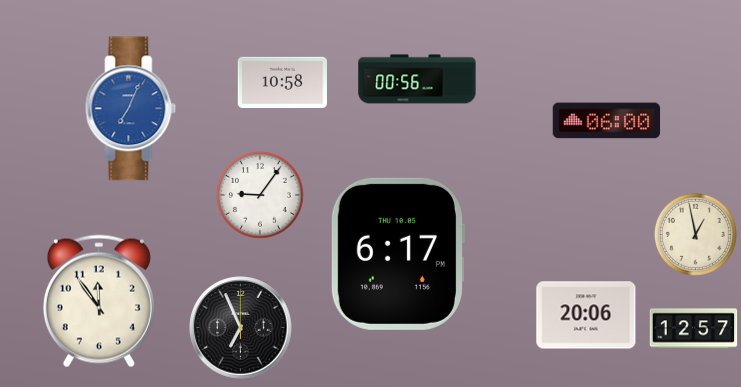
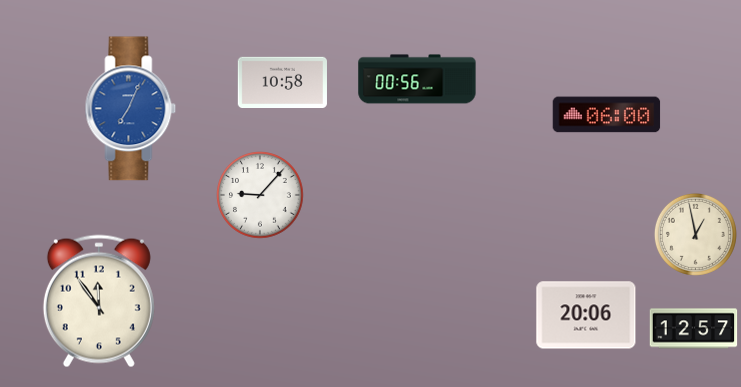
clock at (607, 121) position: (607, 121) -> (607, 115)
clock at (261, 196): 9:06 -> 9:07
clock at (397, 254): 6:17 -> none
clock at (241, 328): 6:56 -> none
